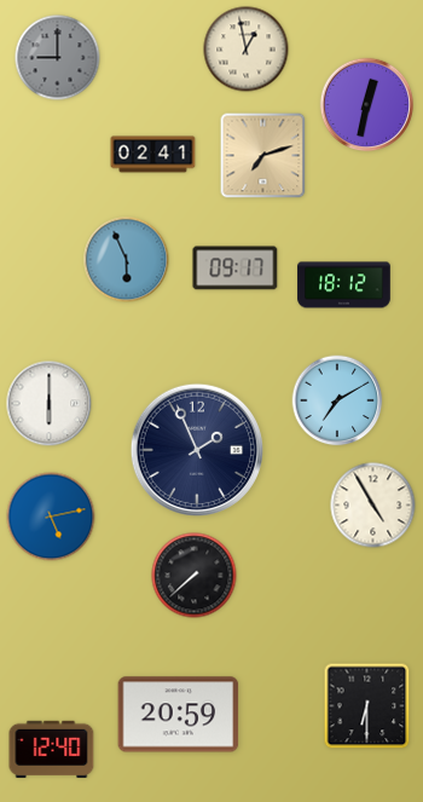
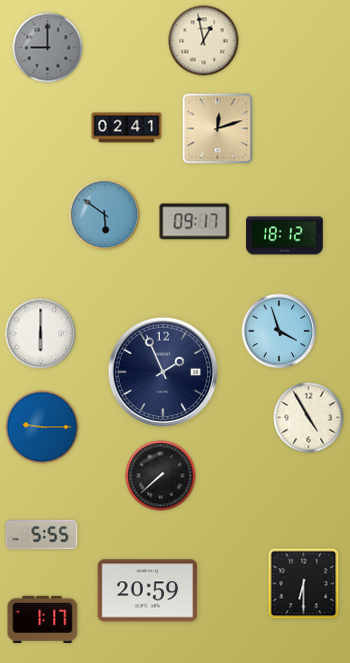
clock at (367, 105): 12:32 -> none
clock at (263, 156): 7:12 -> 12:12
clock at (127, 260): 5:56 -> 5:51
clock at (337, 400): 7:10 -> 3:57
clock at (51, 517): 5:13 -> 9:15
clock at (42, 534): none -> 5:55
clock at (52, 749): 12:40 -> 1:17
